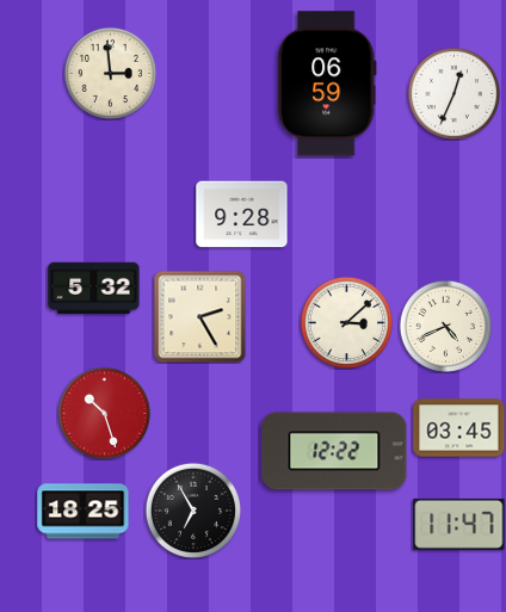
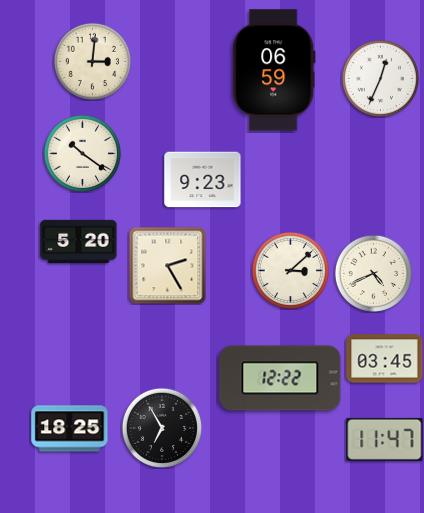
clock at (110, 73): 2:59 -> 3:01
clock at (82, 153): none -> 10:21
clock at (242, 215): 9:28 -> 9:23
clock at (94, 289): 5:32 -> 5:20
clock at (104, 413): 10:27 -> none
